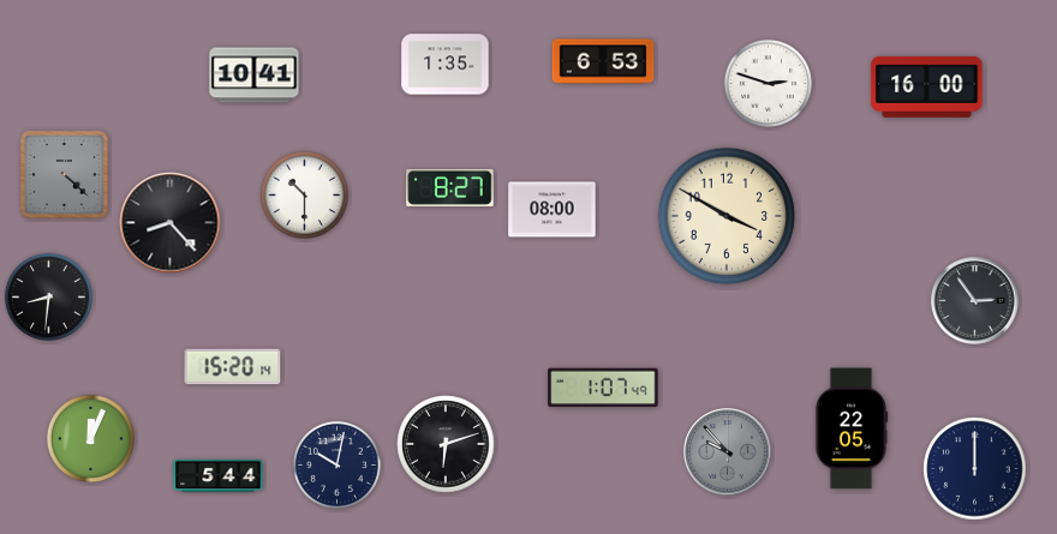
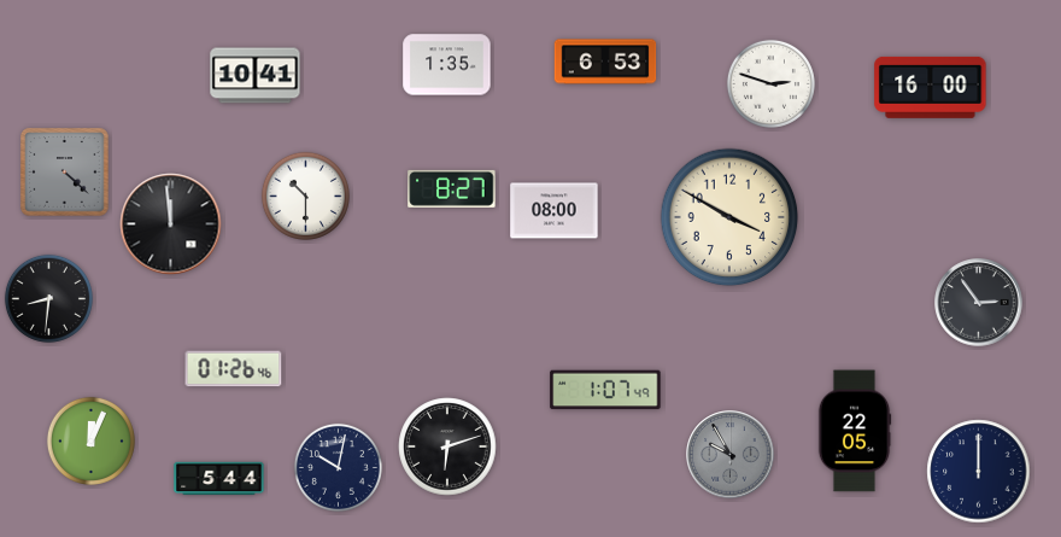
clock at (65, 175) position: (65, 175) -> (65, 173)
clock at (171, 223): 8:23 -> 11:59
clock at (233, 367): 15:20 -> 01:26
clock at (728, 452): 9:53 -> 9:55
